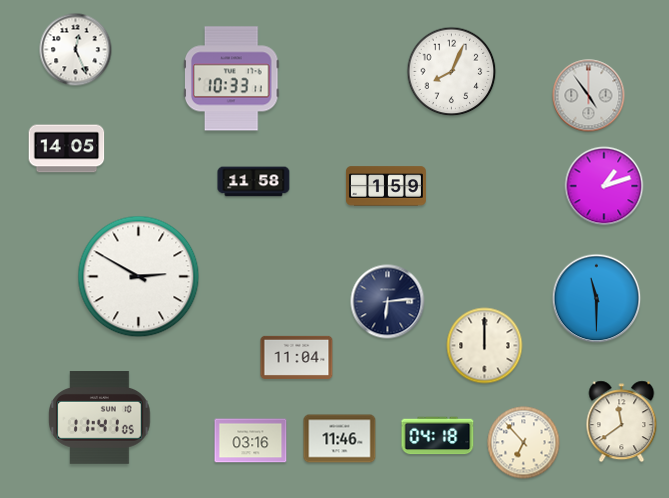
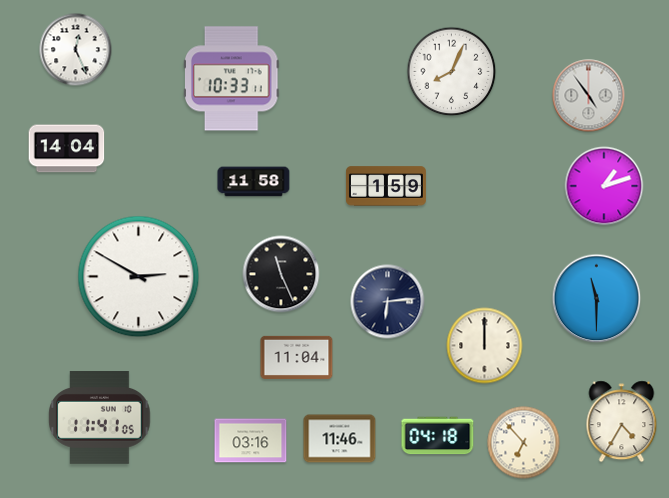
clock at (67, 149): 14:05 -> 14:04
clock at (281, 274): none -> 11:26
clock at (622, 422): 11:39 -> 4:35
